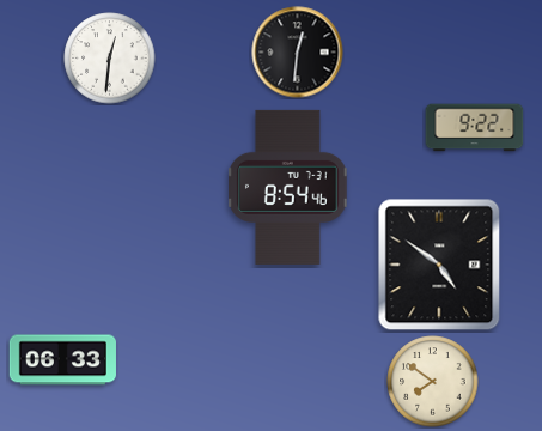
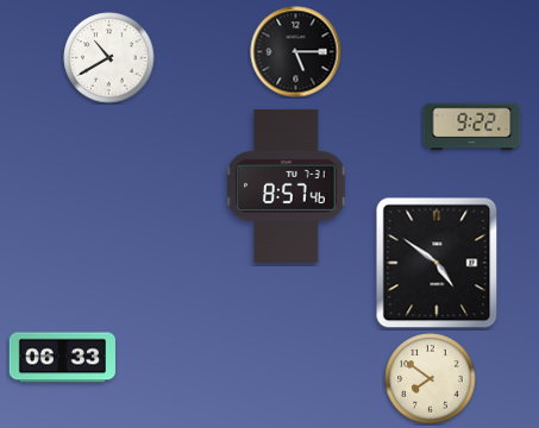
clock at (298, 53): 12:31 -> 5:15
clock at (110, 59): 12:31 -> 10:40
clock at (288, 187): 8:54 -> 8:57
